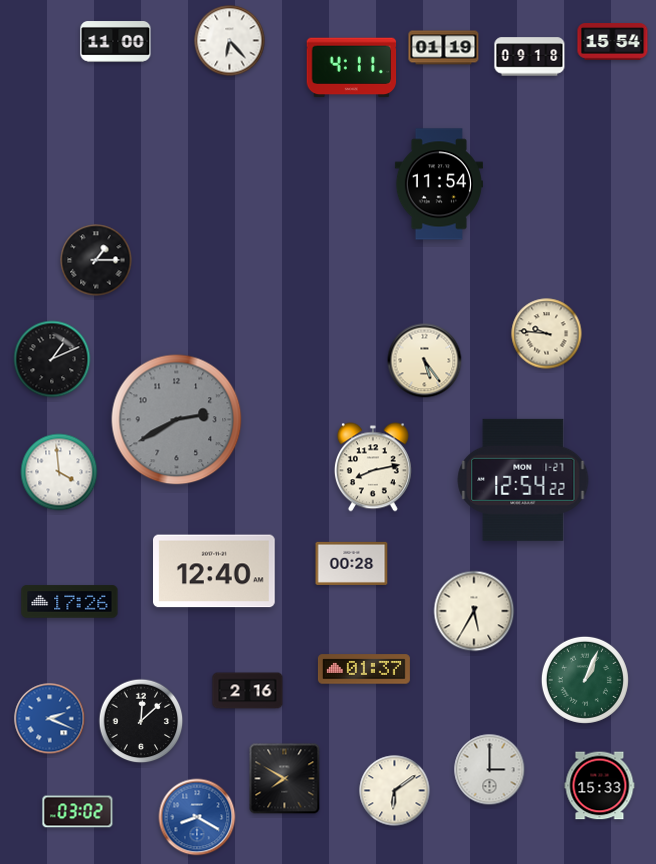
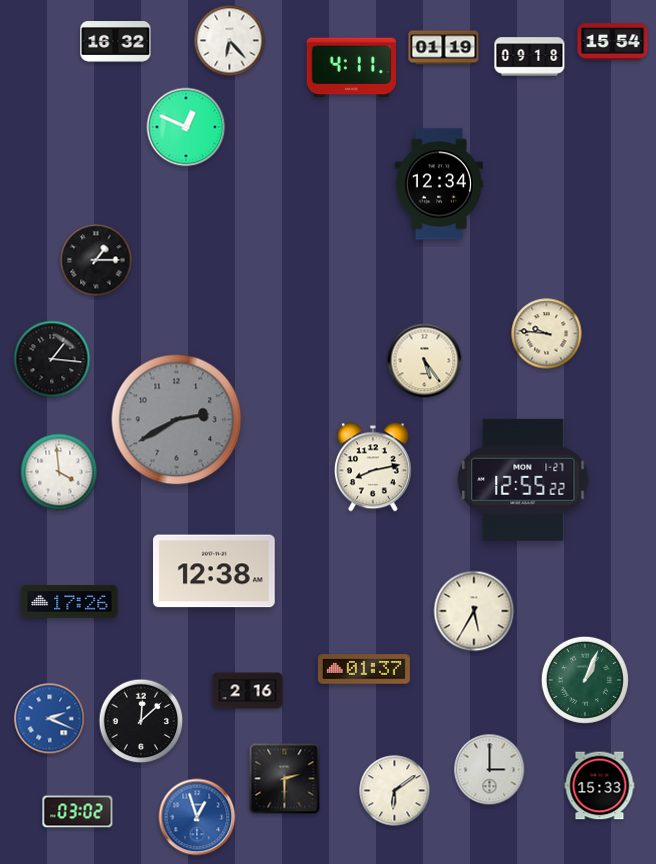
clock at (116, 42): 11:00 -> 16:32
clock at (186, 127): none -> 12:49
clock at (439, 184): 11:54 -> 12:34
clock at (52, 359): 1:11 -> 1:16
clock at (523, 480): 12:54 -> 12:55
clock at (352, 563): 00:28 -> none
clock at (215, 571): 12:40 -> 12:38
clock at (285, 779): 7:50 -> 2:30
clock at (197, 817): 8:20 -> 12:57
